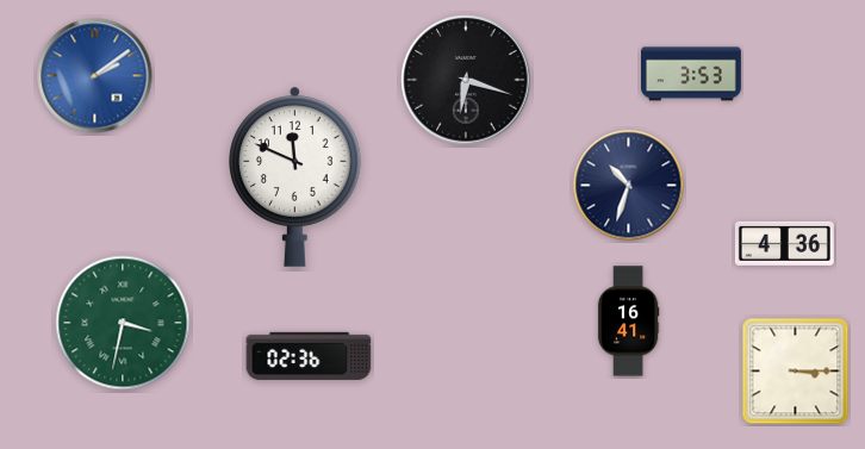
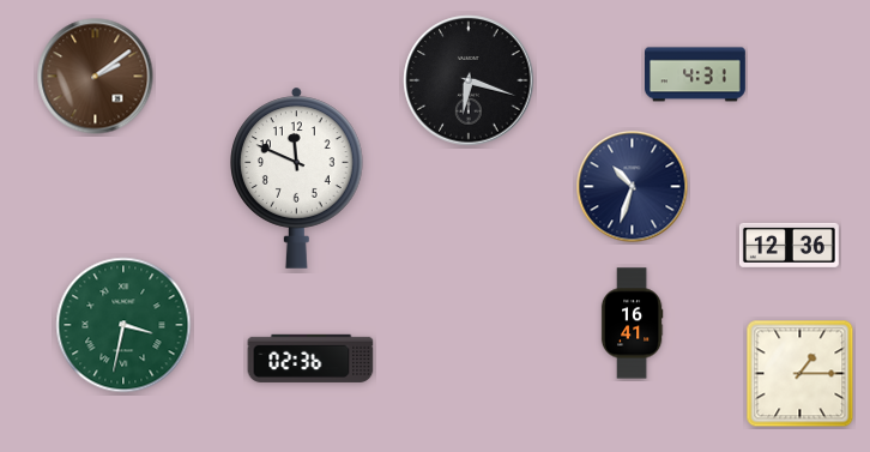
clock at (692, 74): 3:53 -> 4:31
clock at (95, 76) dial: blue -> brown
clock at (784, 243): 4:36 -> 12:36
clock at (796, 372): 3:15 -> 1:15
